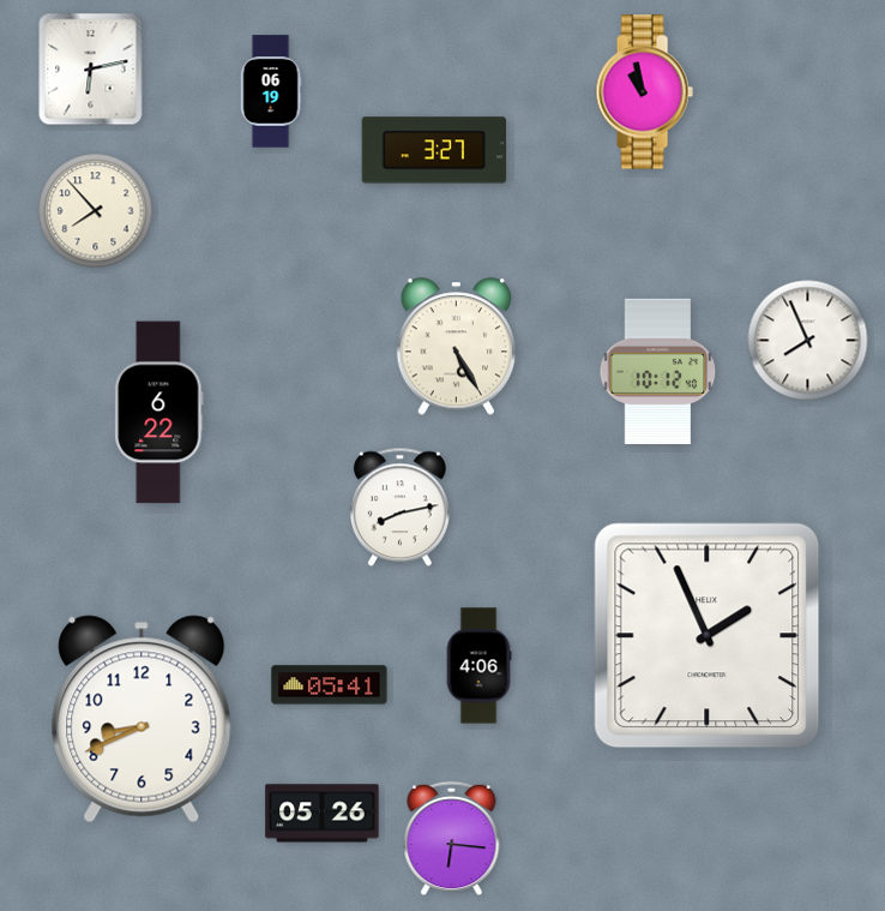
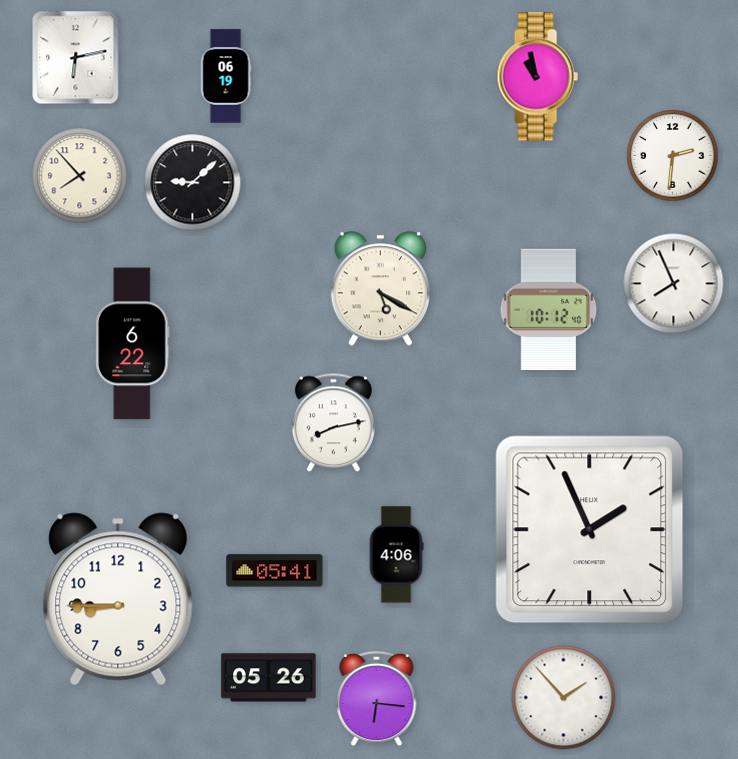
clock at (434, 150): 3:27 -> none
clock at (673, 156): none -> 2:31
clock at (193, 183): none -> 9:08
clock at (456, 347): 5:25 -> 5:20
clock at (478, 666) position: (478, 666) -> (396, 555)
clock at (142, 719): 8:41 -> 8:45
clock at (564, 698): none -> 1:53
